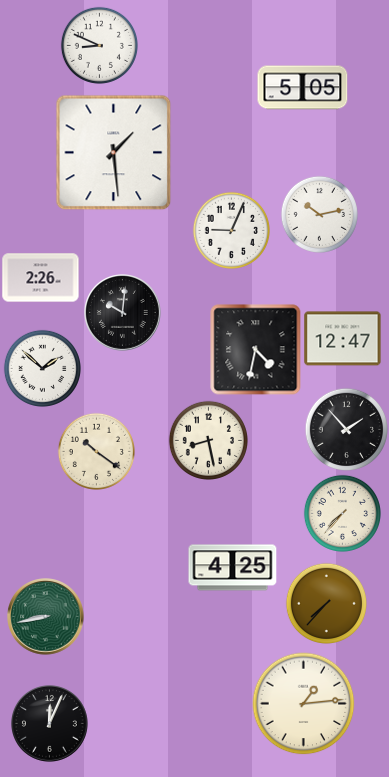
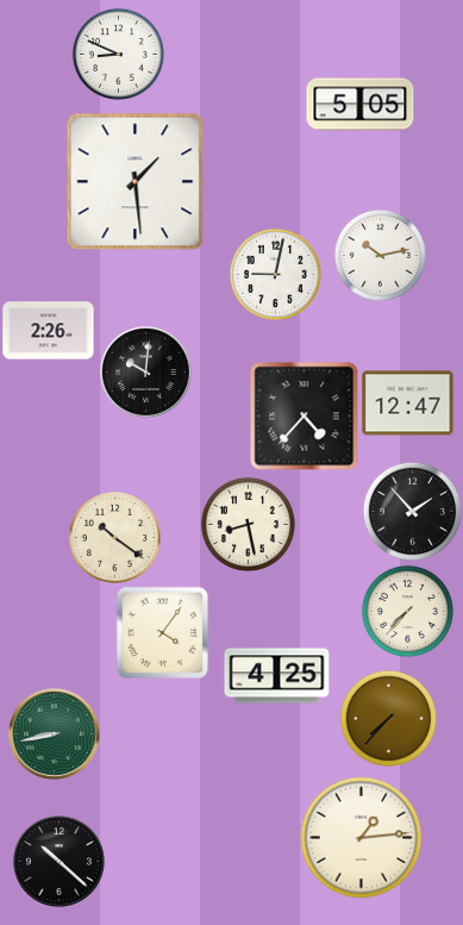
clock at (231, 230): 9:04 -> 9:02
clock at (256, 350): 4:32 -> 4:37
clock at (42, 368): 1:52 -> none
clock at (162, 632): none -> 4:06
clock at (50, 724): 12:04 -> 10:22
